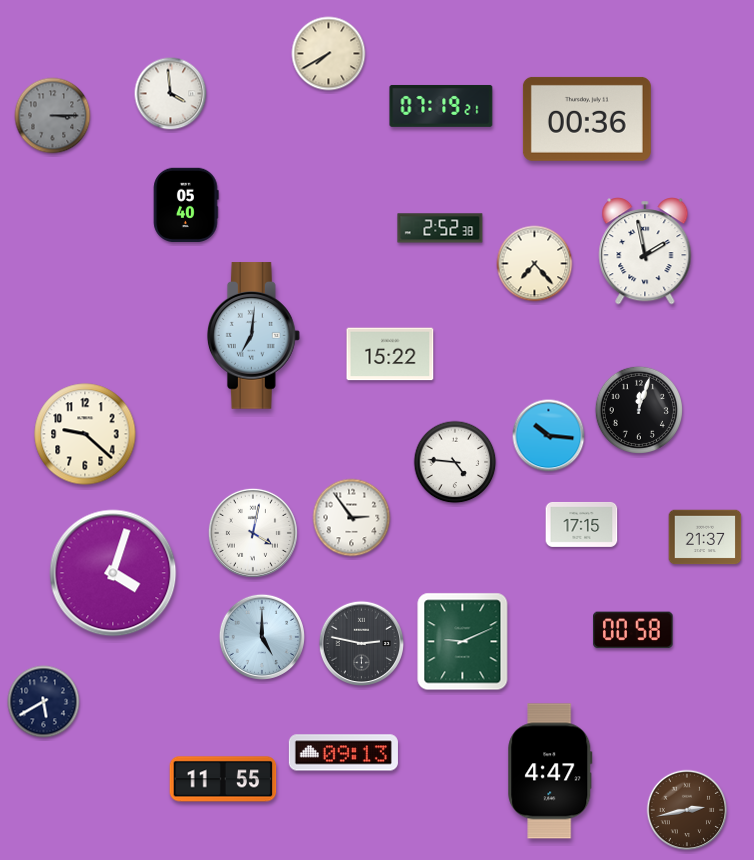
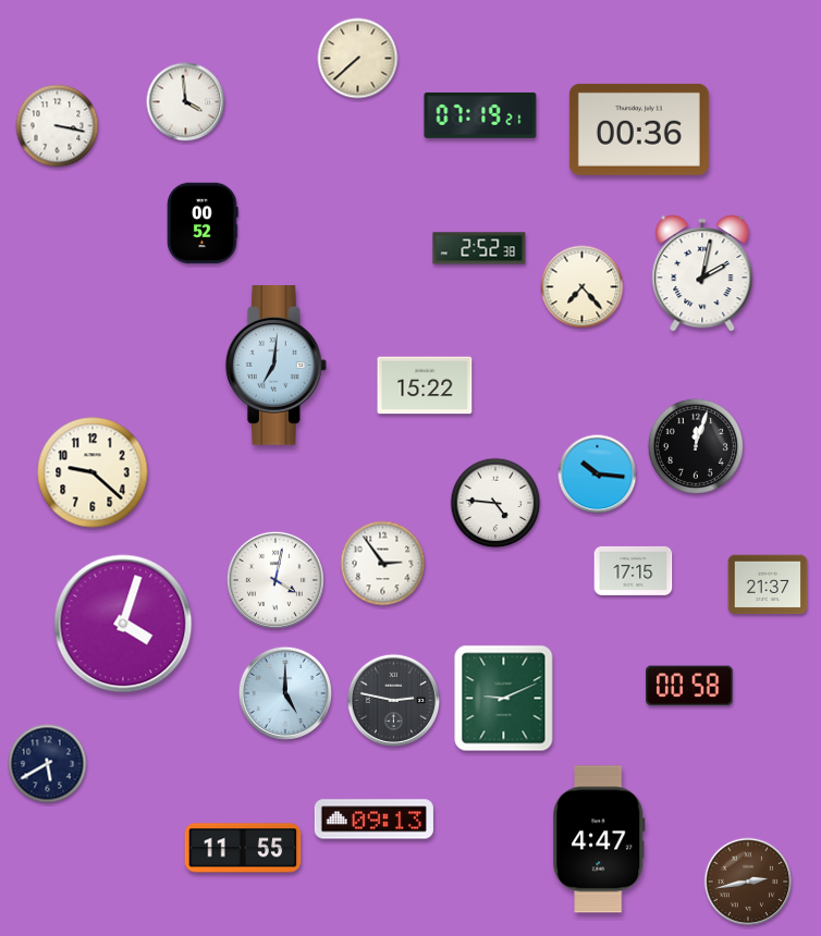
clock at (329, 54): 7:40 -> 7:38
clock at (53, 116): 3:15 -> 3:17
clock at (53, 116) dial: grey -> white
clock at (186, 205): 05:40 -> 00:52
clock at (645, 251): 1:58 -> 2:02
